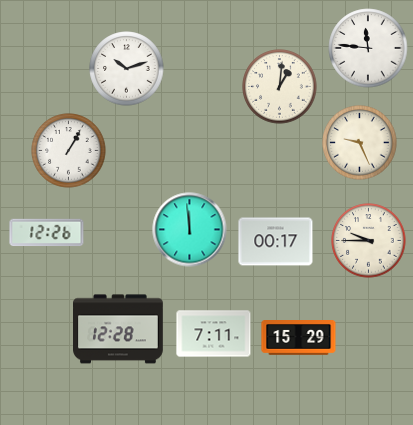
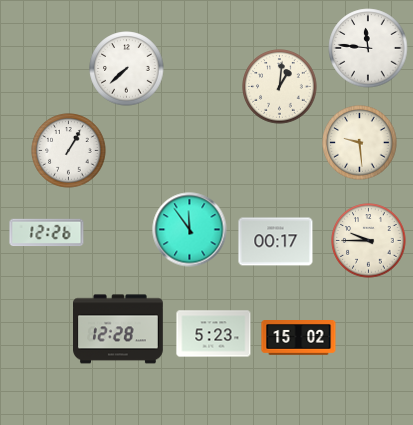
clock at (127, 69): 10:12 -> 7:38
clock at (360, 143): 9:26 -> 9:29
clock at (190, 230): 11:59 -> 11:54
clock at (214, 334): 7:11 -> 5:23
clock at (299, 338): 15:29 -> 15:02
